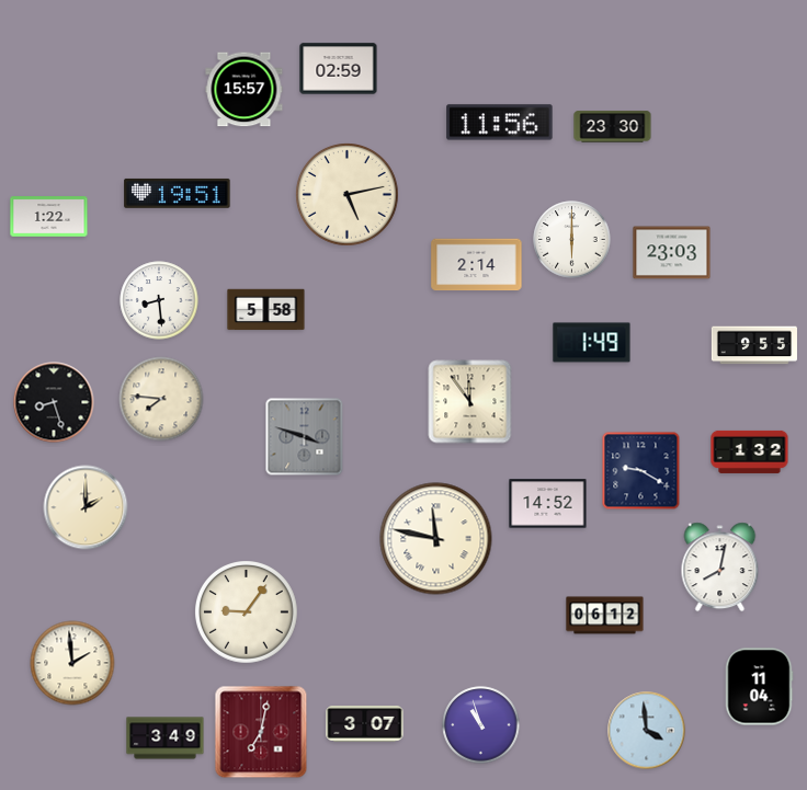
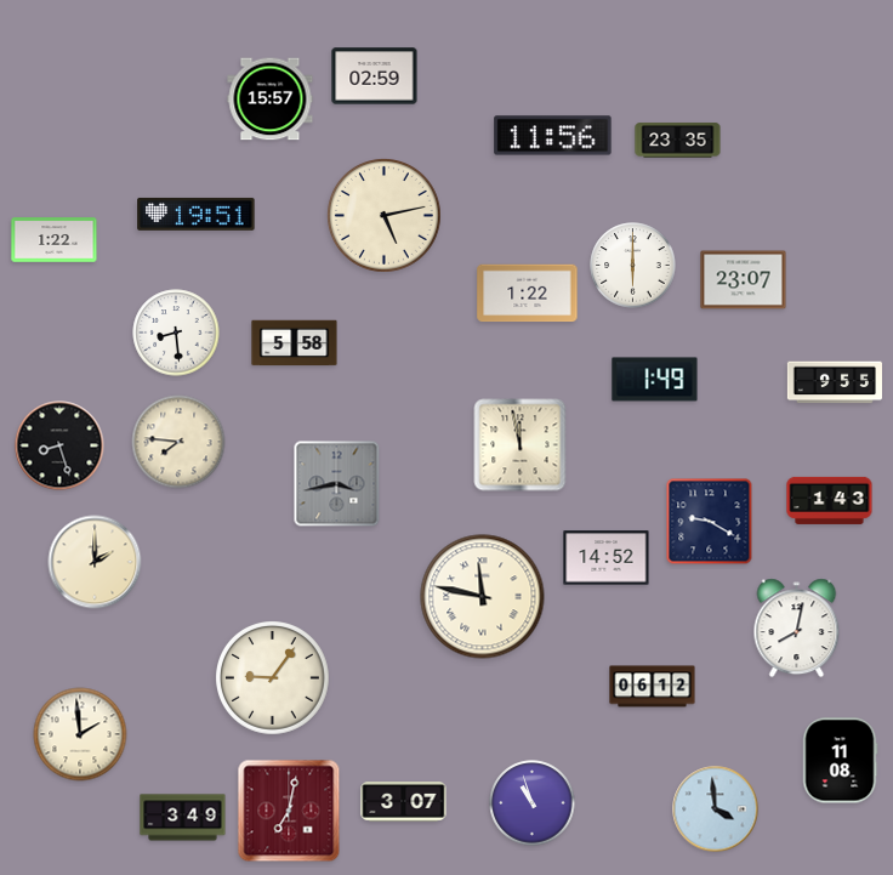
clock at (613, 127): 23:30 -> 23:35
clock at (672, 253): 23:03 -> 23:07
clock at (477, 265): 2:14 -> 1:22
clock at (470, 402): 11:54 -> 11:58
clock at (305, 437): 3:48 -> 3:43
clock at (750, 451): 1:32 -> 1:43
clock at (605, 616) position: (605, 616) -> (653, 687)
clock at (759, 687): 11:04 -> 11:08
